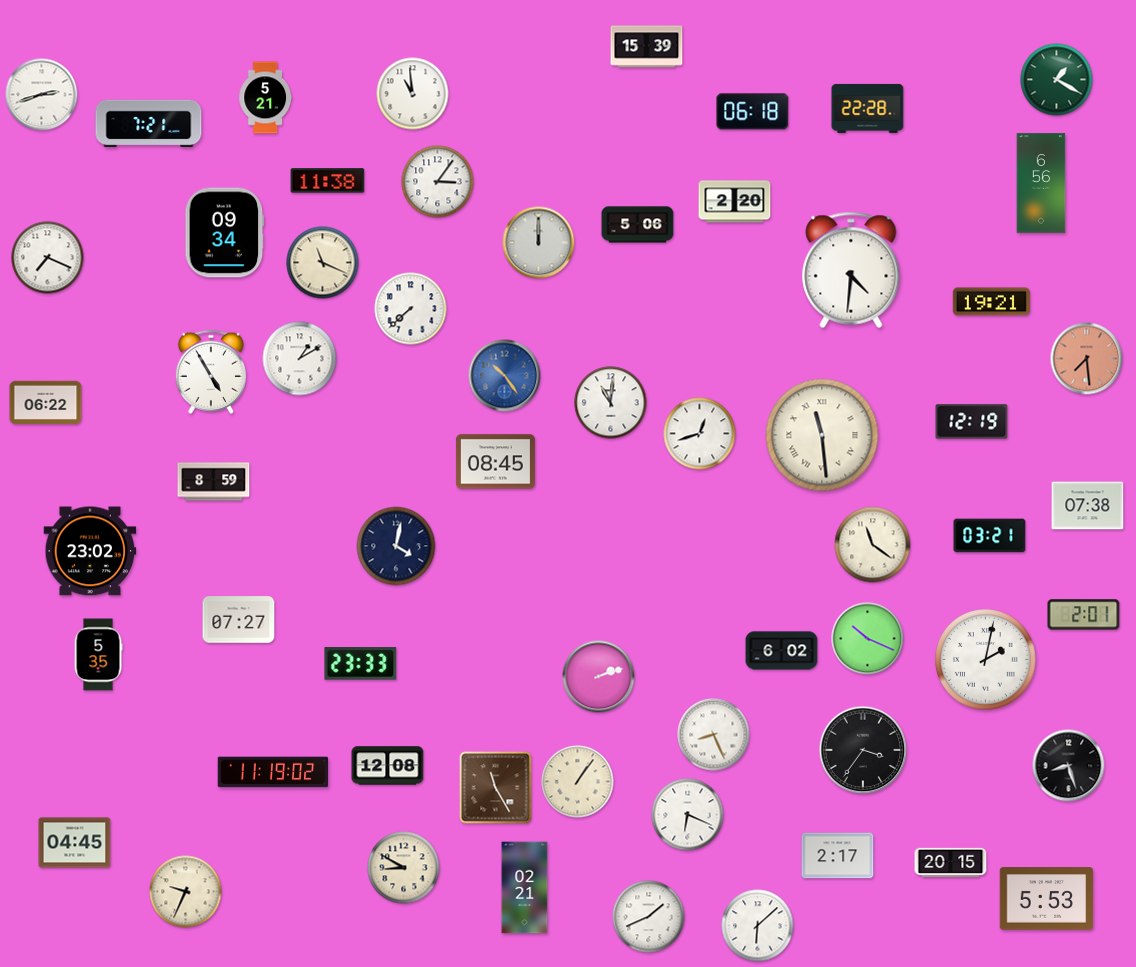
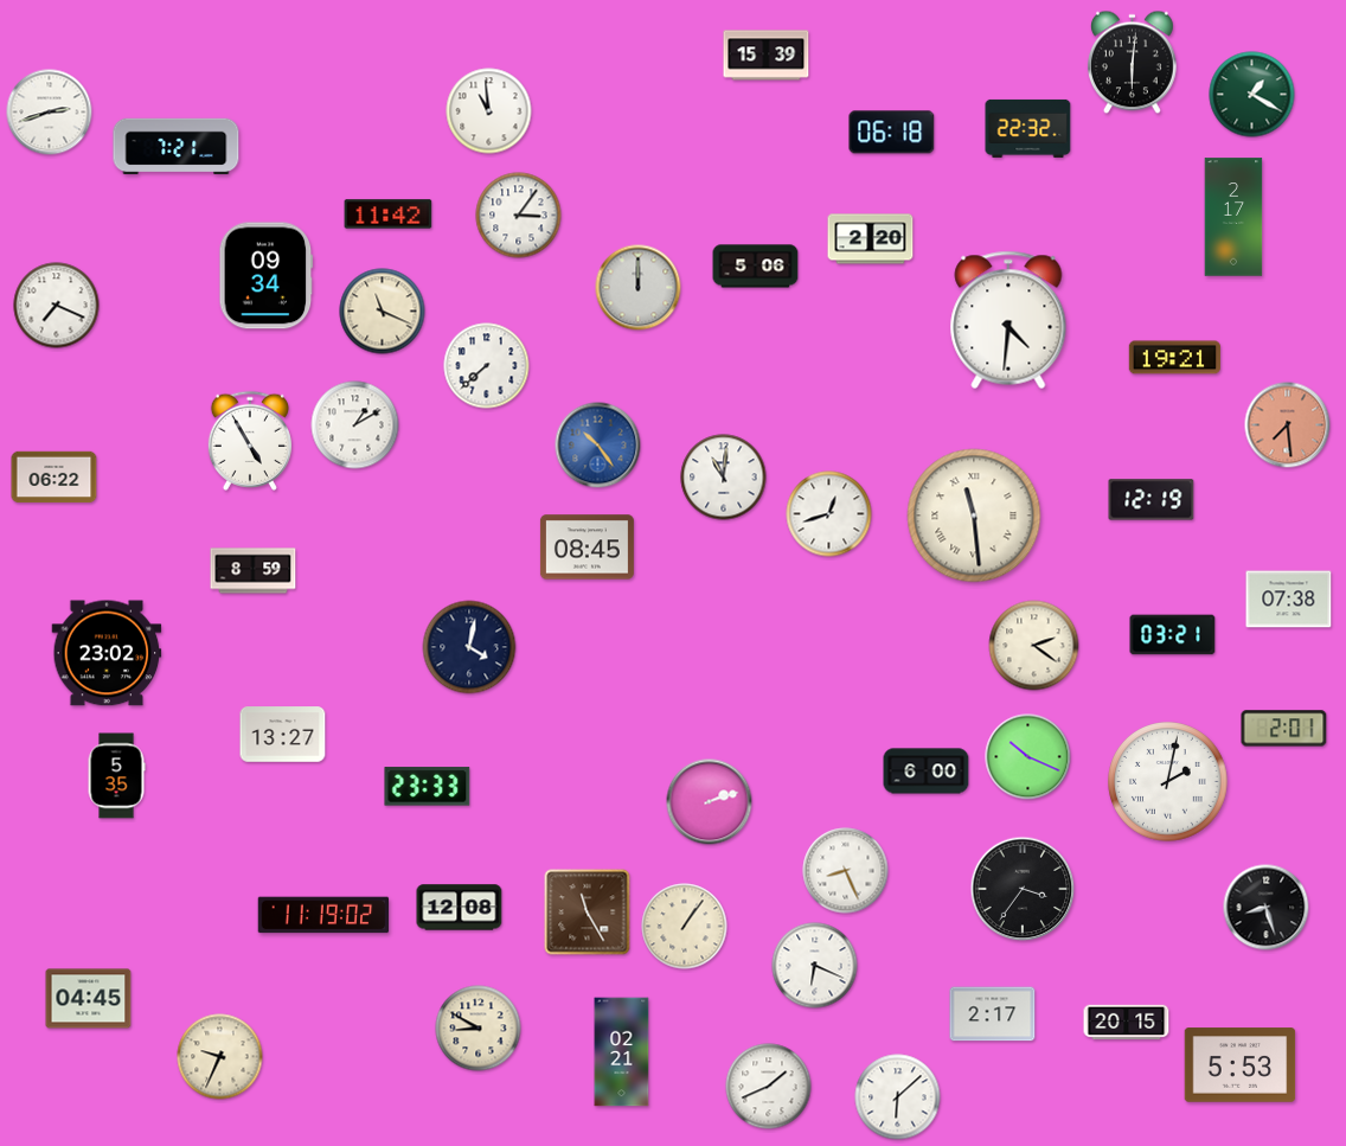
clock at (1132, 63): none -> 6:01
clock at (265, 98): 5:21 -> none
clock at (868, 108): 22:28 -> 22:32
clock at (328, 181): 11:38 -> 11:42
clock at (1041, 183): 6:56 -> 2:17
clock at (873, 545): 11:21 -> 2:21
clock at (239, 620): 07:27 -> 13:27
clock at (782, 651): 6:02 -> 6:00
clock at (496, 788) position: (496, 788) -> (588, 913)
